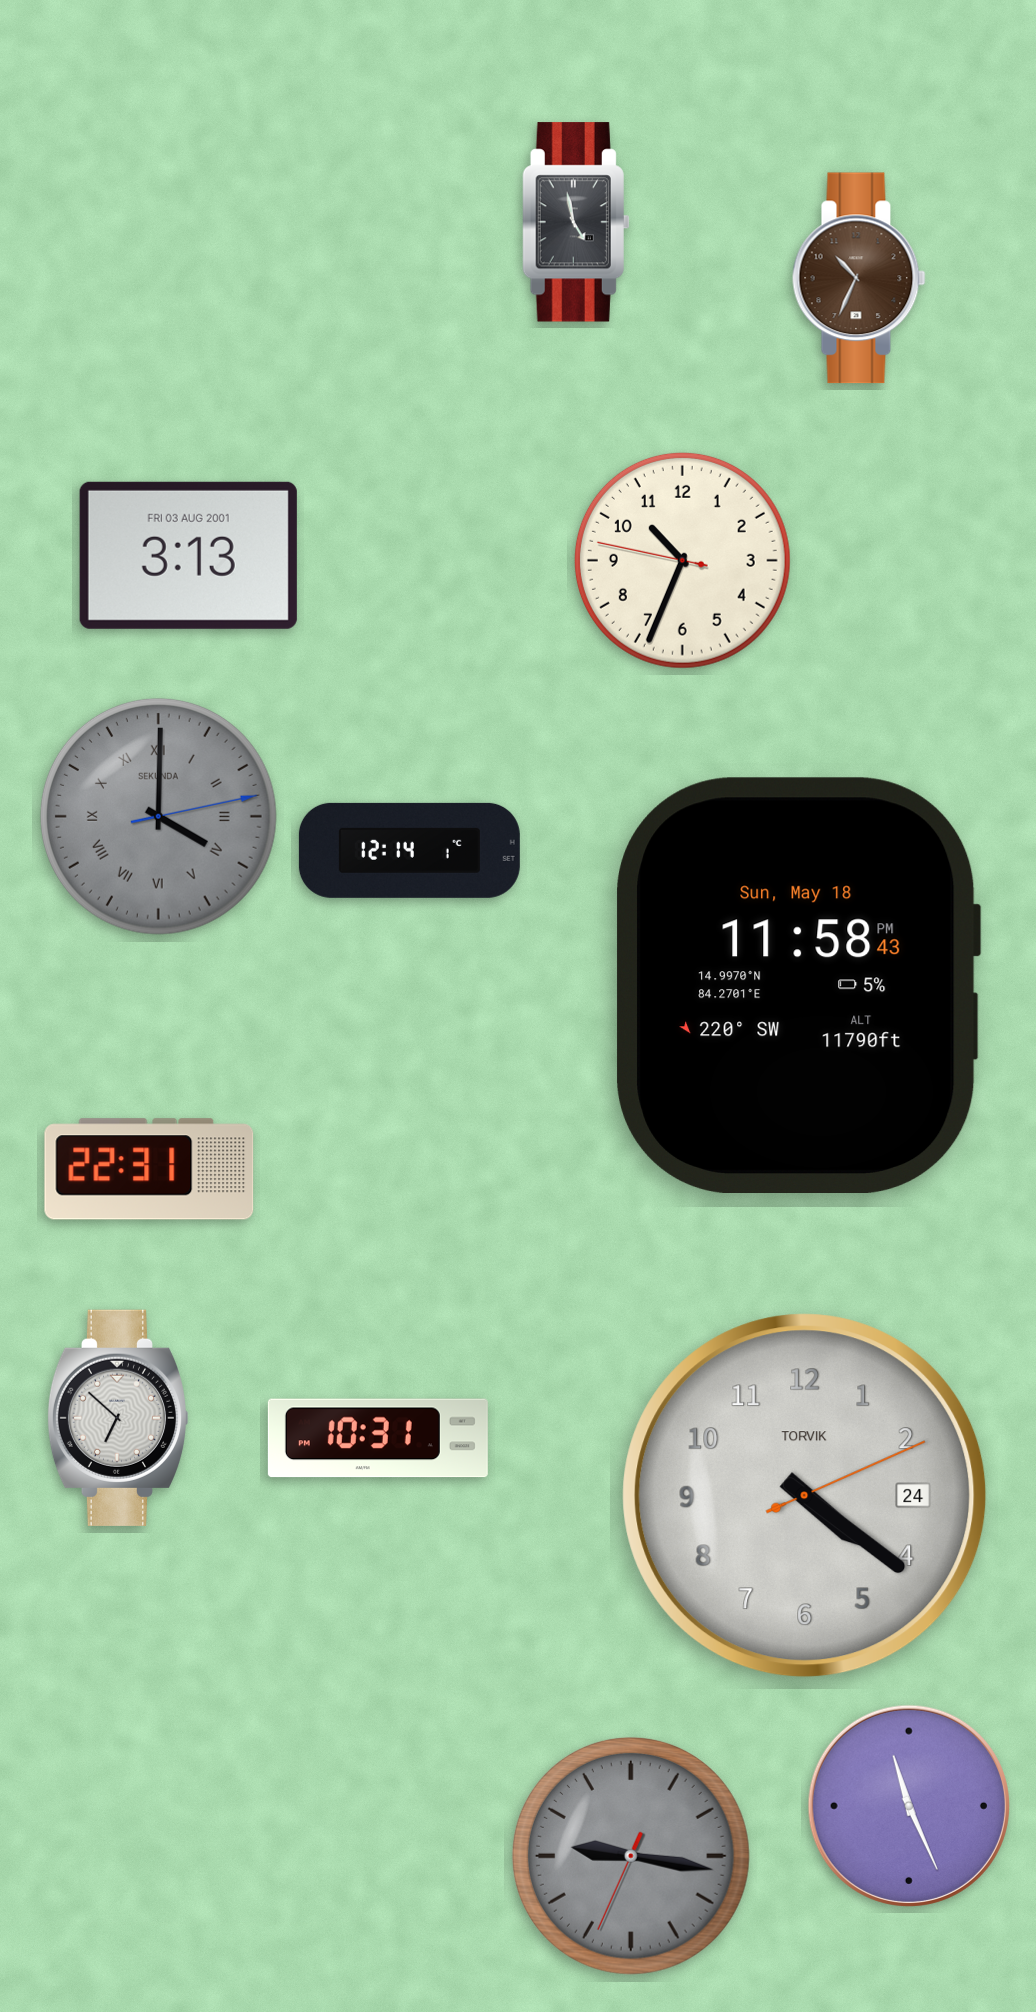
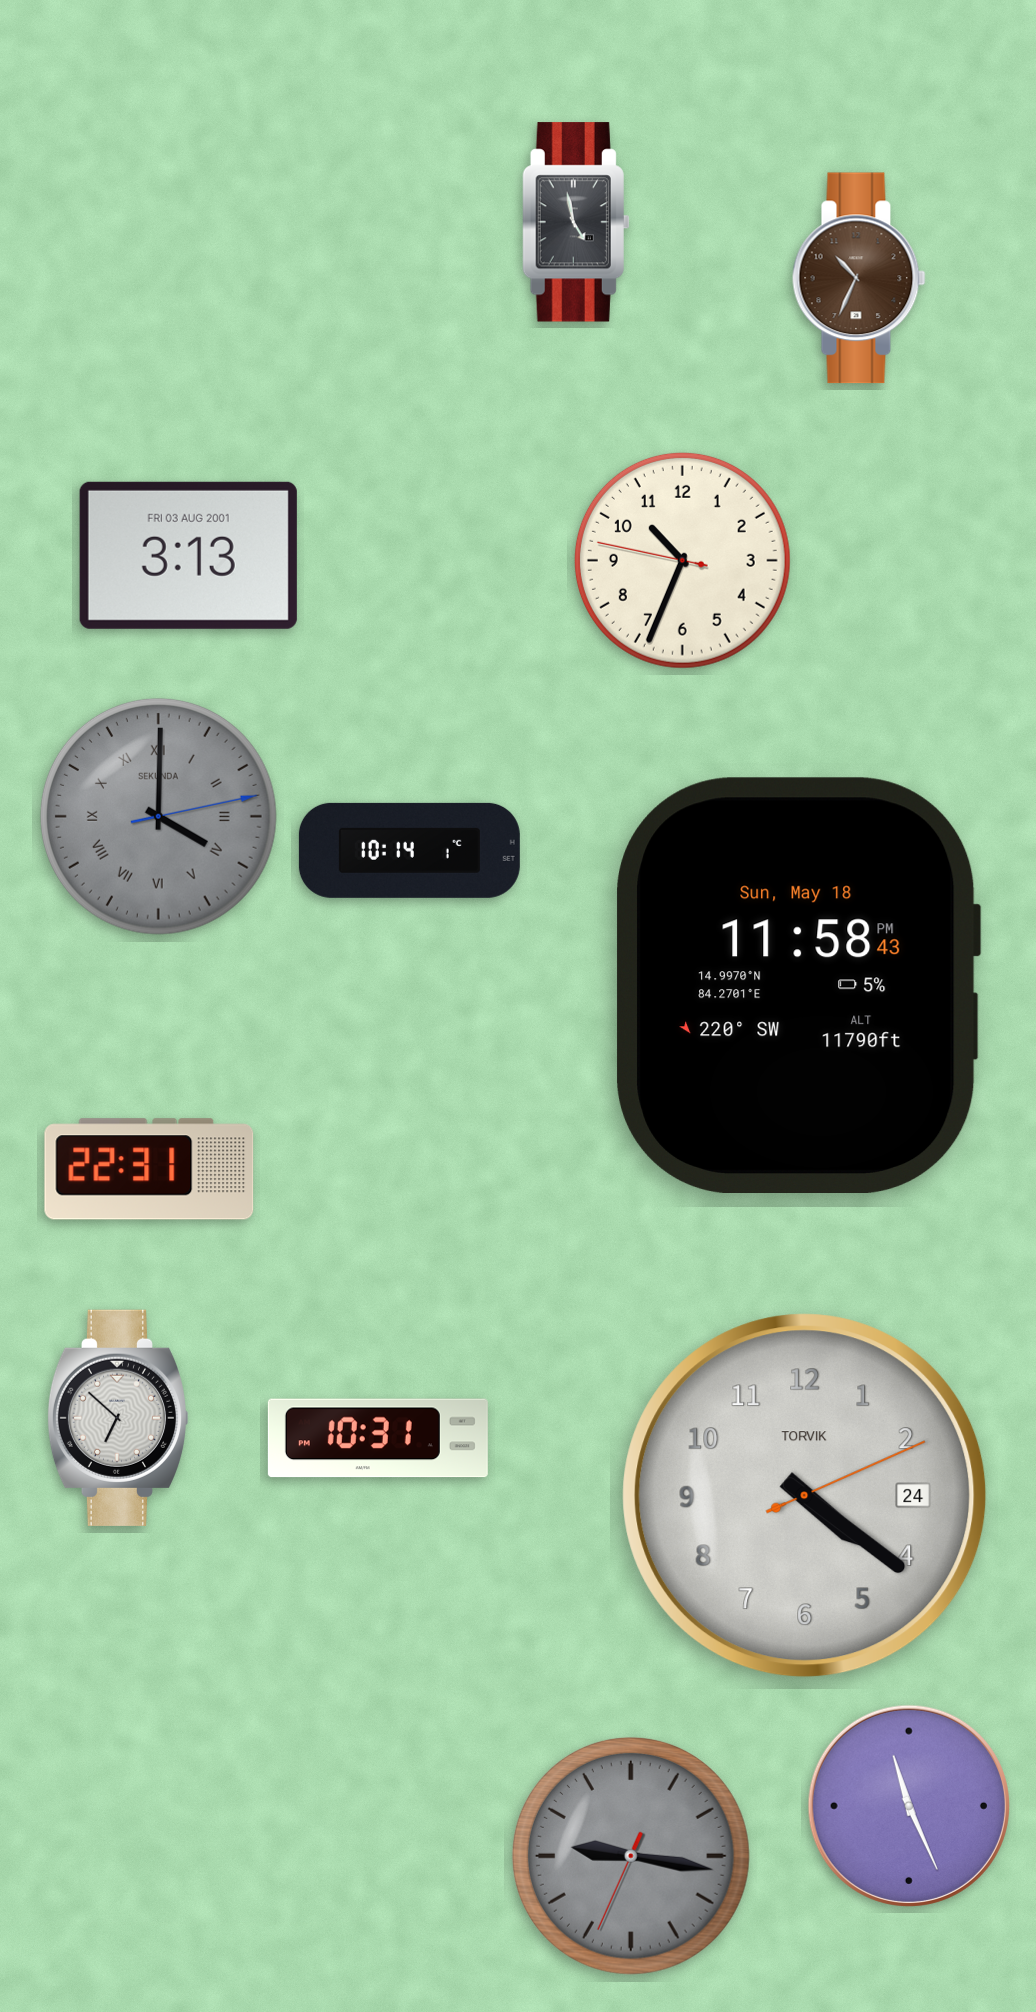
clock at (409, 850): 12:14 -> 10:14
